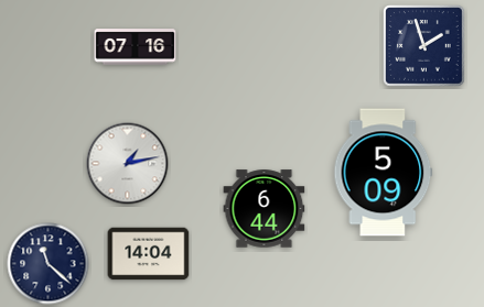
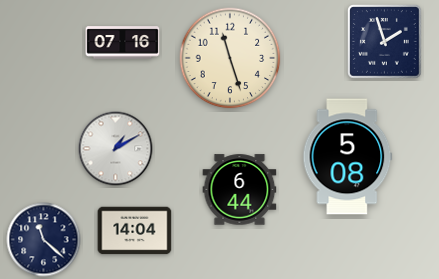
clock at (230, 58): none -> 11:27
clock at (128, 164): 1:13 -> 1:10
clock at (384, 173): 5:09 -> 5:08
